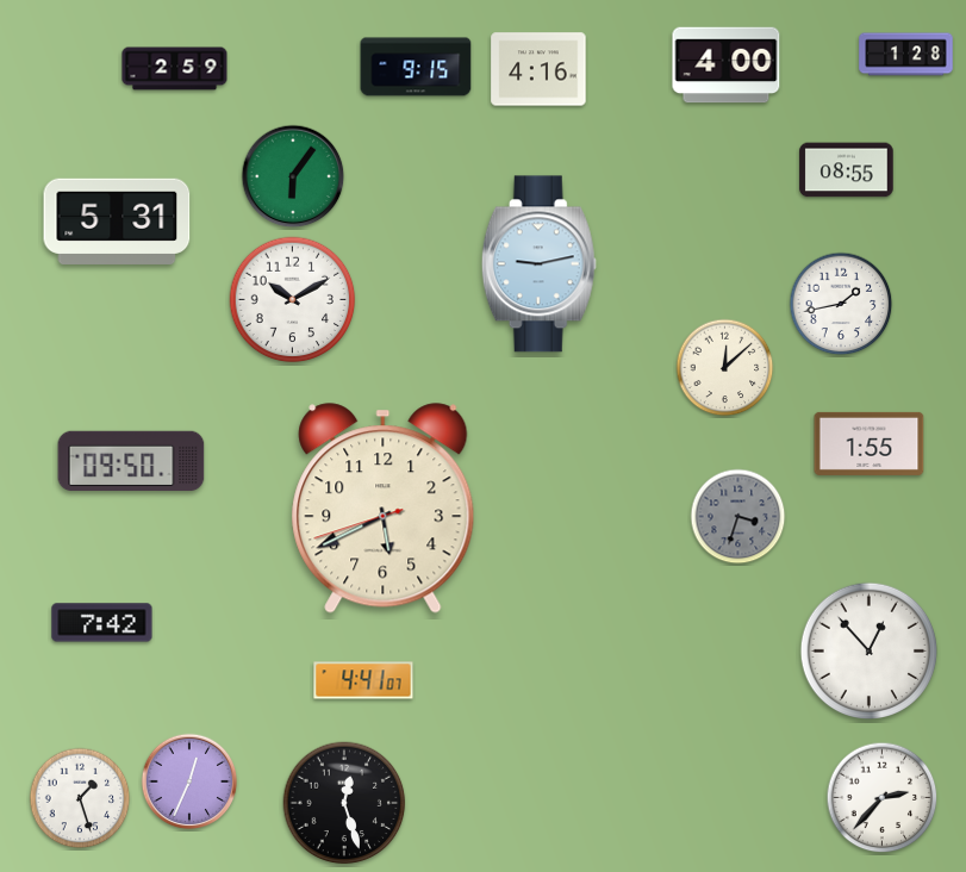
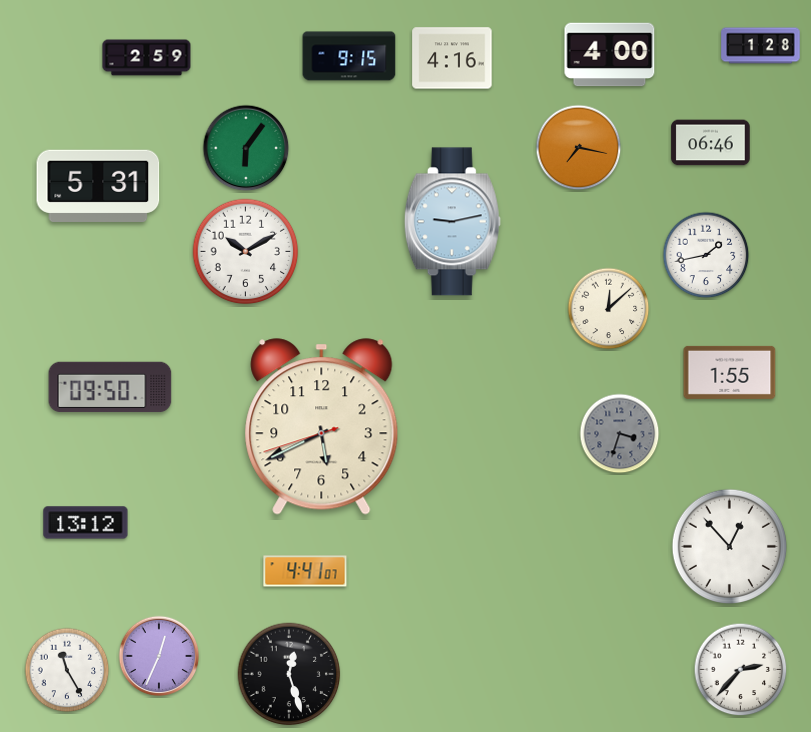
clock at (847, 170): 08:55 -> 06:46
clock at (579, 148): none -> 7:17
clock at (102, 623): 7:42 -> 13:12
clock at (80, 798): 1:27 -> 11:25
